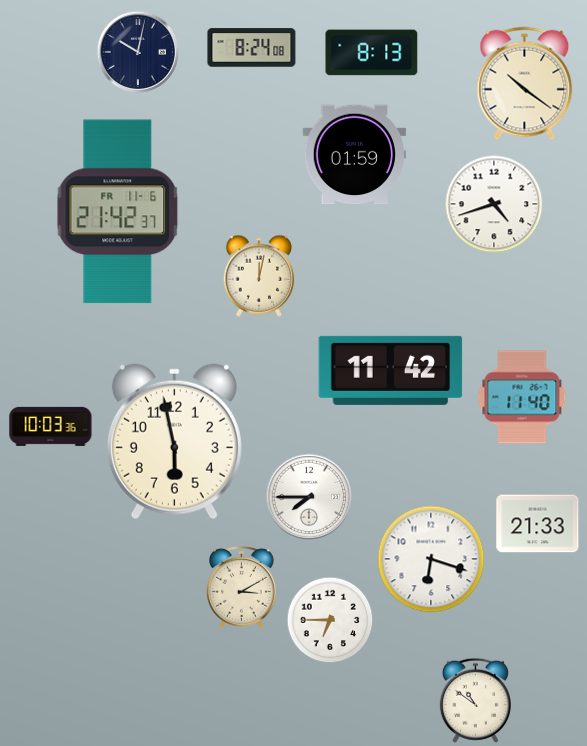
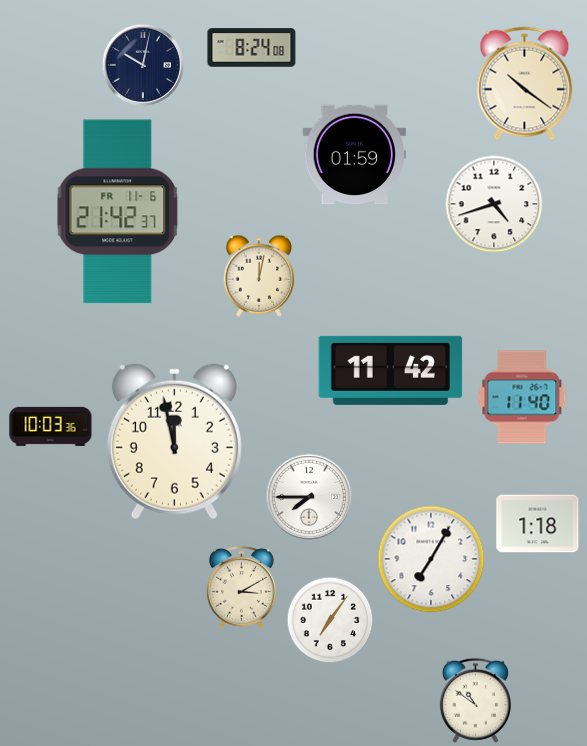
clock at (137, 51) position: (137, 51) -> (142, 64)
clock at (372, 53): 8:13 -> none
clock at (174, 442): 5:58 -> 11:58
clock at (538, 524): 21:33 -> 1:18
clock at (431, 559): 6:18 -> 7:05
clock at (330, 620): 6:45 -> 7:06
